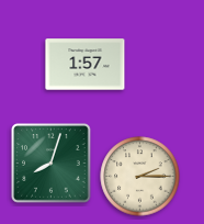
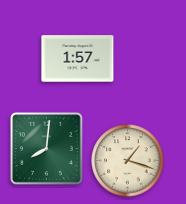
clock at (52, 164): 8:03 -> 8:01
clock at (140, 177): 2:15 -> 1:18
